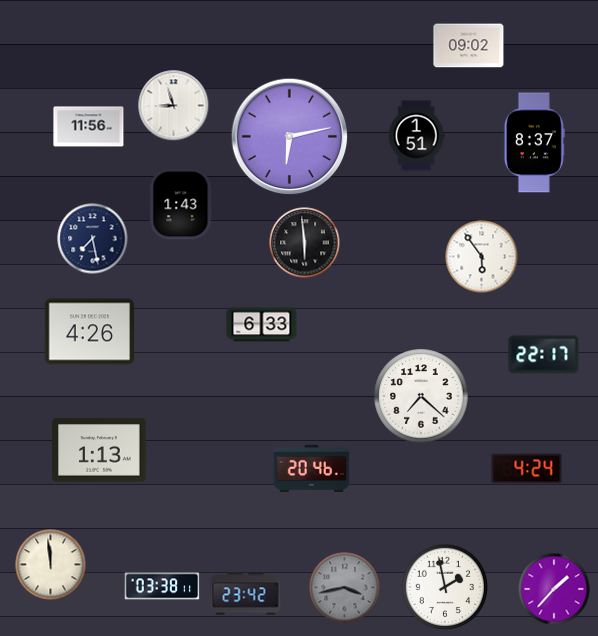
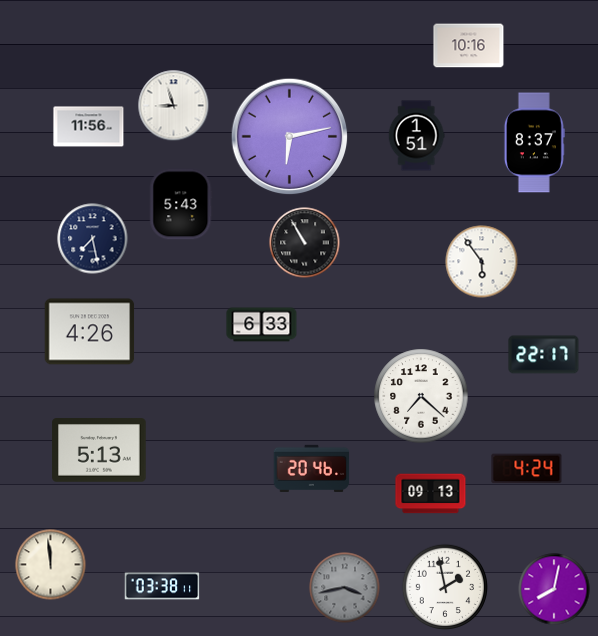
clock at (469, 46): 09:02 -> 10:16
clock at (181, 204): 1:43 -> 5:43
clock at (305, 243): 5:59 -> 10:55
clock at (482, 257) position: (482, 257) -> (482, 262)
clock at (99, 450): 1:13 -> 5:13
clock at (431, 494): none -> 09:13
clock at (554, 589): 1:37 -> 8:02
clock at (246, 594): 23:42 -> none
